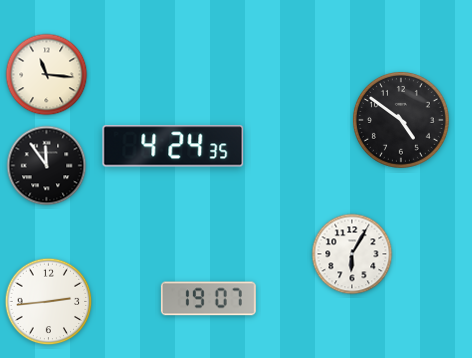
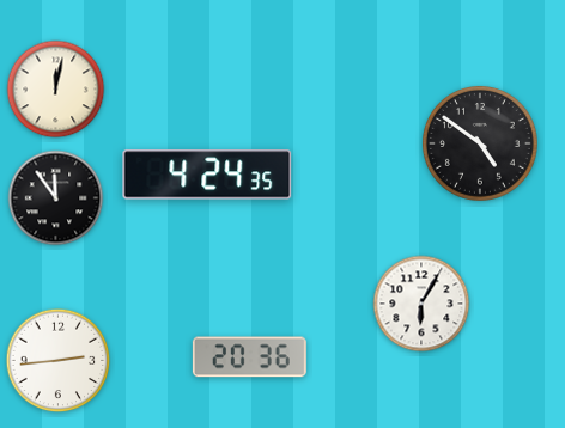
clock at (47, 75): 11:16 -> 12:02
clock at (208, 299): 19:07 -> 20:36
